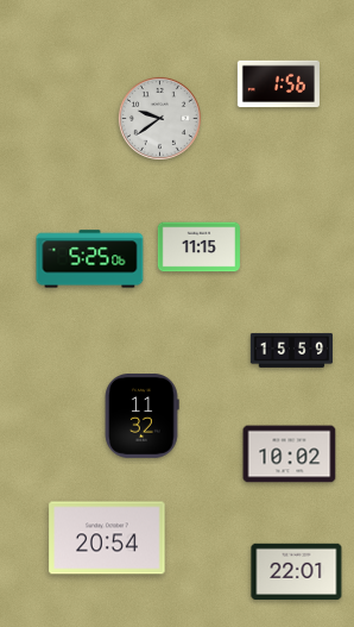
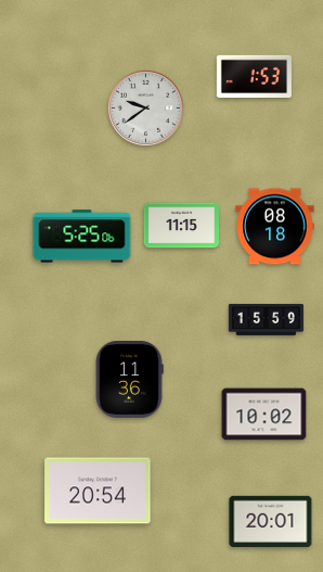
clock at (278, 84): 1:56 -> 1:53
clock at (275, 227): none -> 08:18
clock at (141, 416): 11:32 -> 11:36
clock at (297, 571): 22:01 -> 20:01
